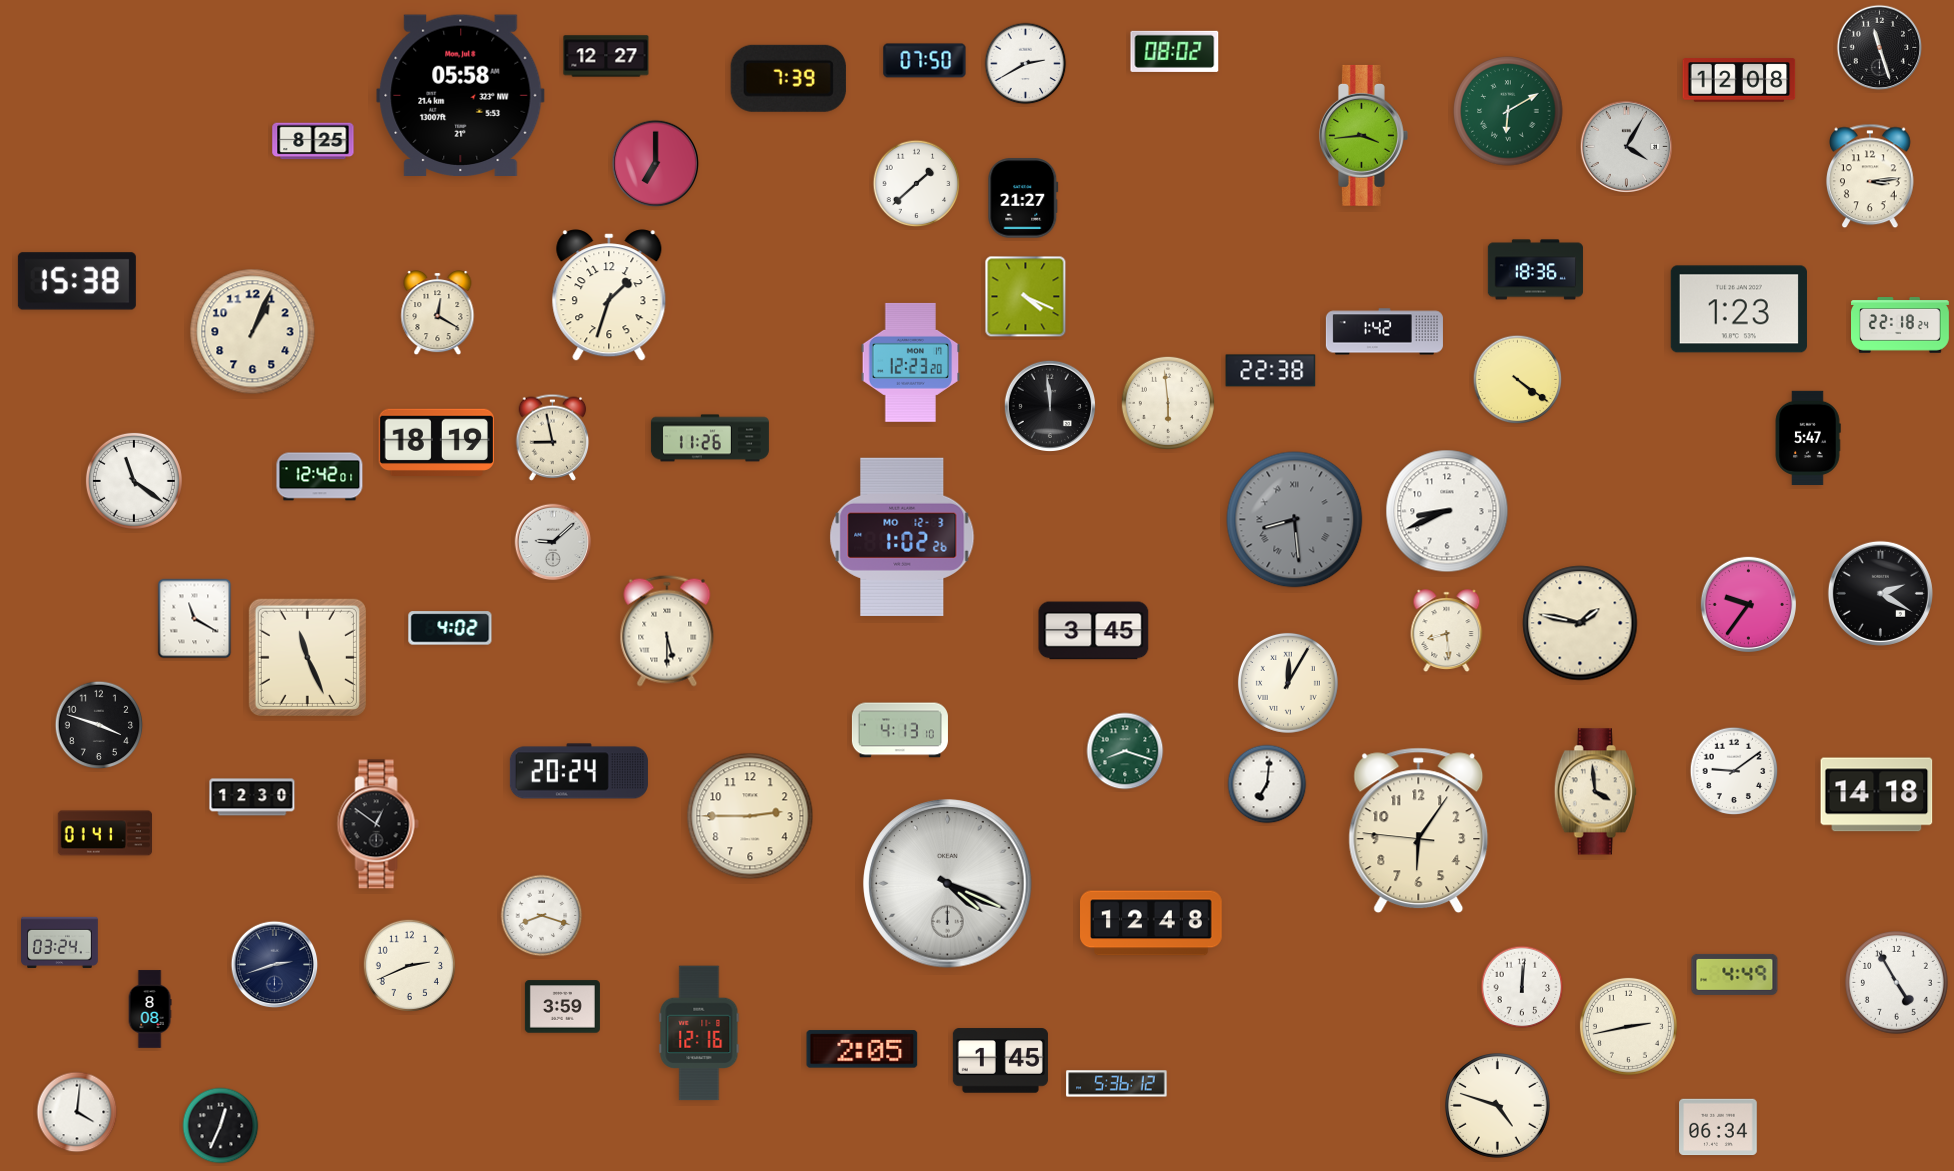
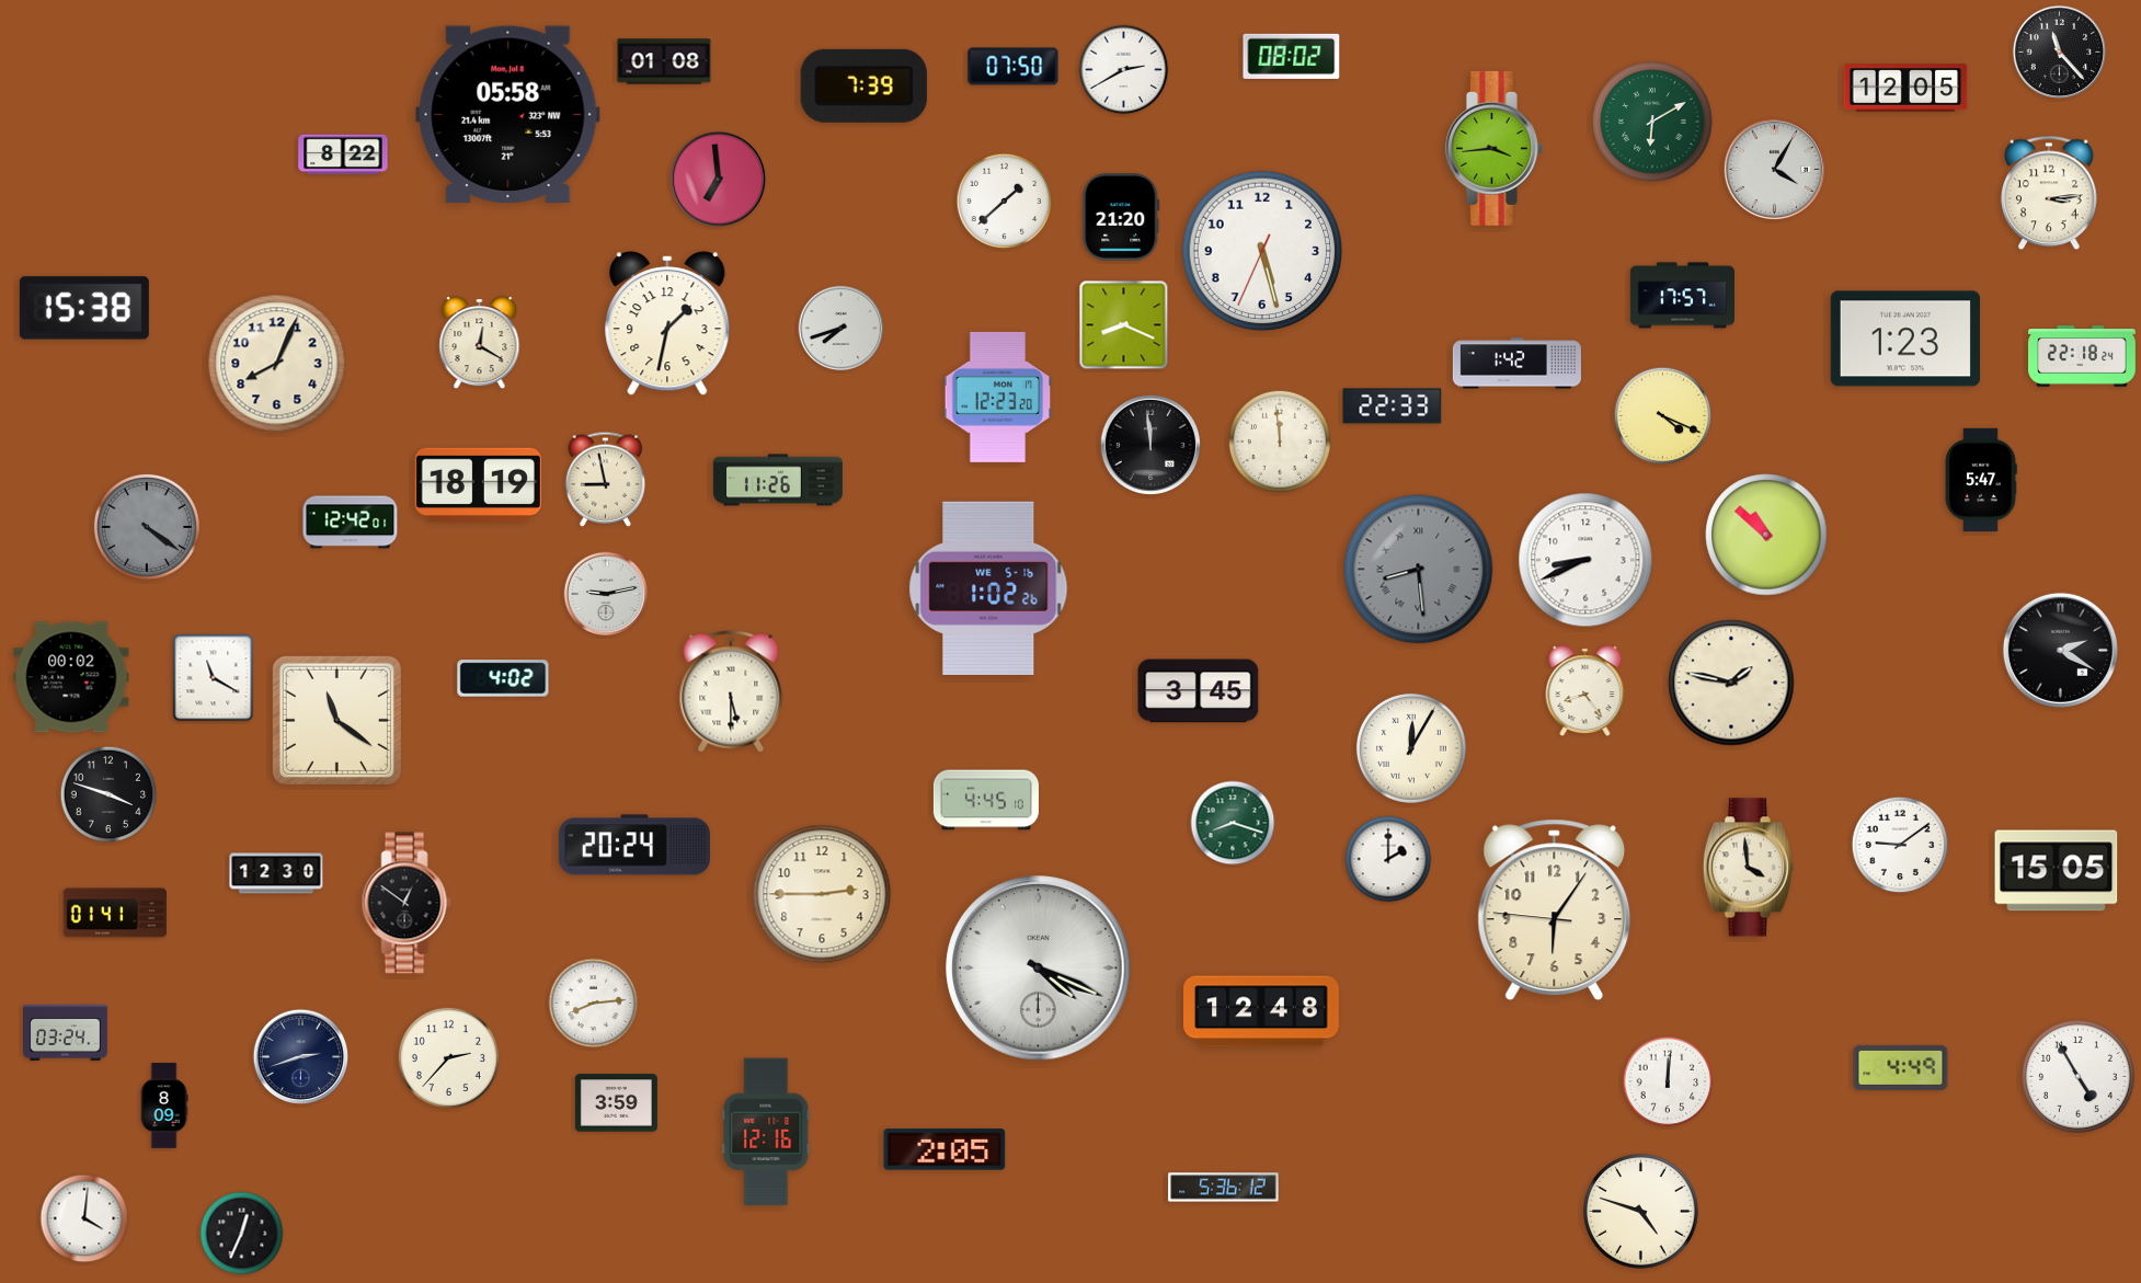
clock at (1880, 48): 11:27 -> 11:23
clock at (1175, 51) position: (1175, 51) -> (1292, 56)
clock at (606, 56): 12:27 -> 01:08
clock at (1739, 80): 12:08 -> 12:05
clock at (461, 95) position: (461, 95) -> (508, 114)
clock at (313, 141): 8:25 -> 8:22
clock at (1626, 146) position: (1626, 146) -> (1774, 169)
clock at (656, 164): 7:00 -> 6:59
clock at (1023, 198): 21:27 -> 21:20
clock at (1262, 251): none -> 5:27
clock at (1535, 270): 18:36 -> 17:57
clock at (609, 295): 1:33 -> 1:32
clock at (1026, 297): 4:19 -> 8:19
clock at (841, 329): none -> 7:42
clock at (253, 332): 1:04 -> 8:04
clock at (1271, 371): 22:38 -> 22:33
clock at (1518, 380): 4:21 -> 4:19
clock at (1168, 403): 5:59 -> 11:59
clock at (134, 481): 11:21 -> 4:21
clock at (134, 481) dial: white -> grey
clock at (1766, 535): none -> 10:52
clock at (902, 537) date: MO 12-3 -> WE 5-16
clock at (553, 542): 9:08 -> 9:13
clock at (1748, 604): 9:36 -> none
clock at (71, 677): none -> 00:02
clock at (450, 628) position: (450, 628) -> (503, 678)
clock at (1447, 631): 8:29 -> 8:24
clock at (307, 657): 11:26 -> 11:21
clock at (900, 730): 4:13 -> 4:45
clock at (1267, 784): 7:01 -> 2:00
clock at (1877, 795): 14:18 -> 15:05
clock at (378, 824) position: (378, 824) -> (407, 903)
clock at (542, 916): 8:18 -> 8:14
clock at (409, 965): 2:41 -> 2:37
clock at (150, 1009): 8:08 -> 8:09
clock at (1628, 1026): 2:43 -> none
clock at (1000, 1061): 1:45 -> none
clock at (1718, 1127): 06:34 -> none
